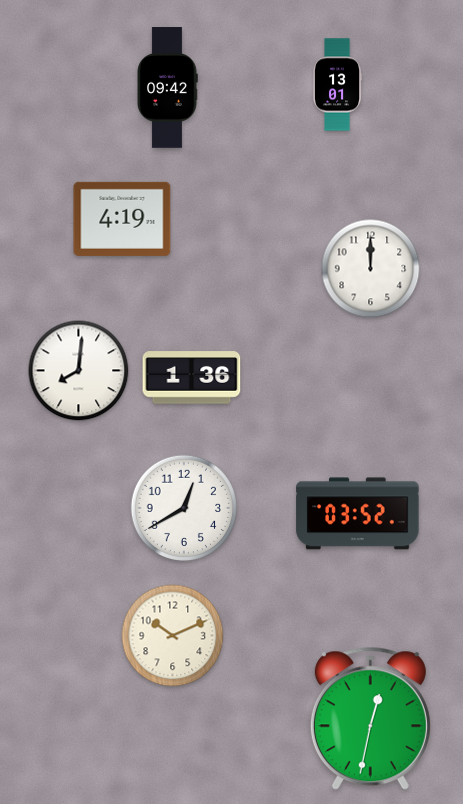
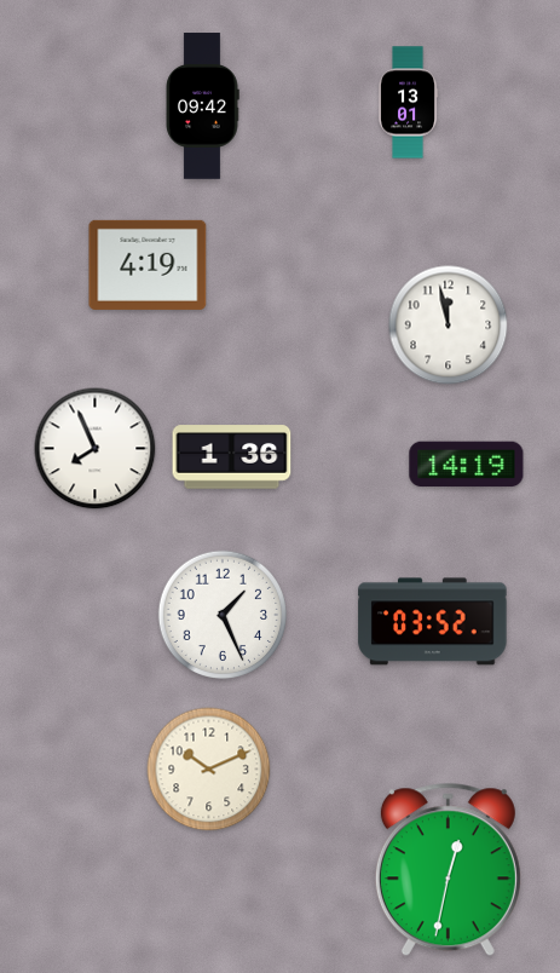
clock at (371, 269): 12:00 -> 11:58
clock at (79, 371): 8:01 -> 7:56
clock at (467, 465): none -> 14:19
clock at (183, 507): 12:40 -> 1:26
